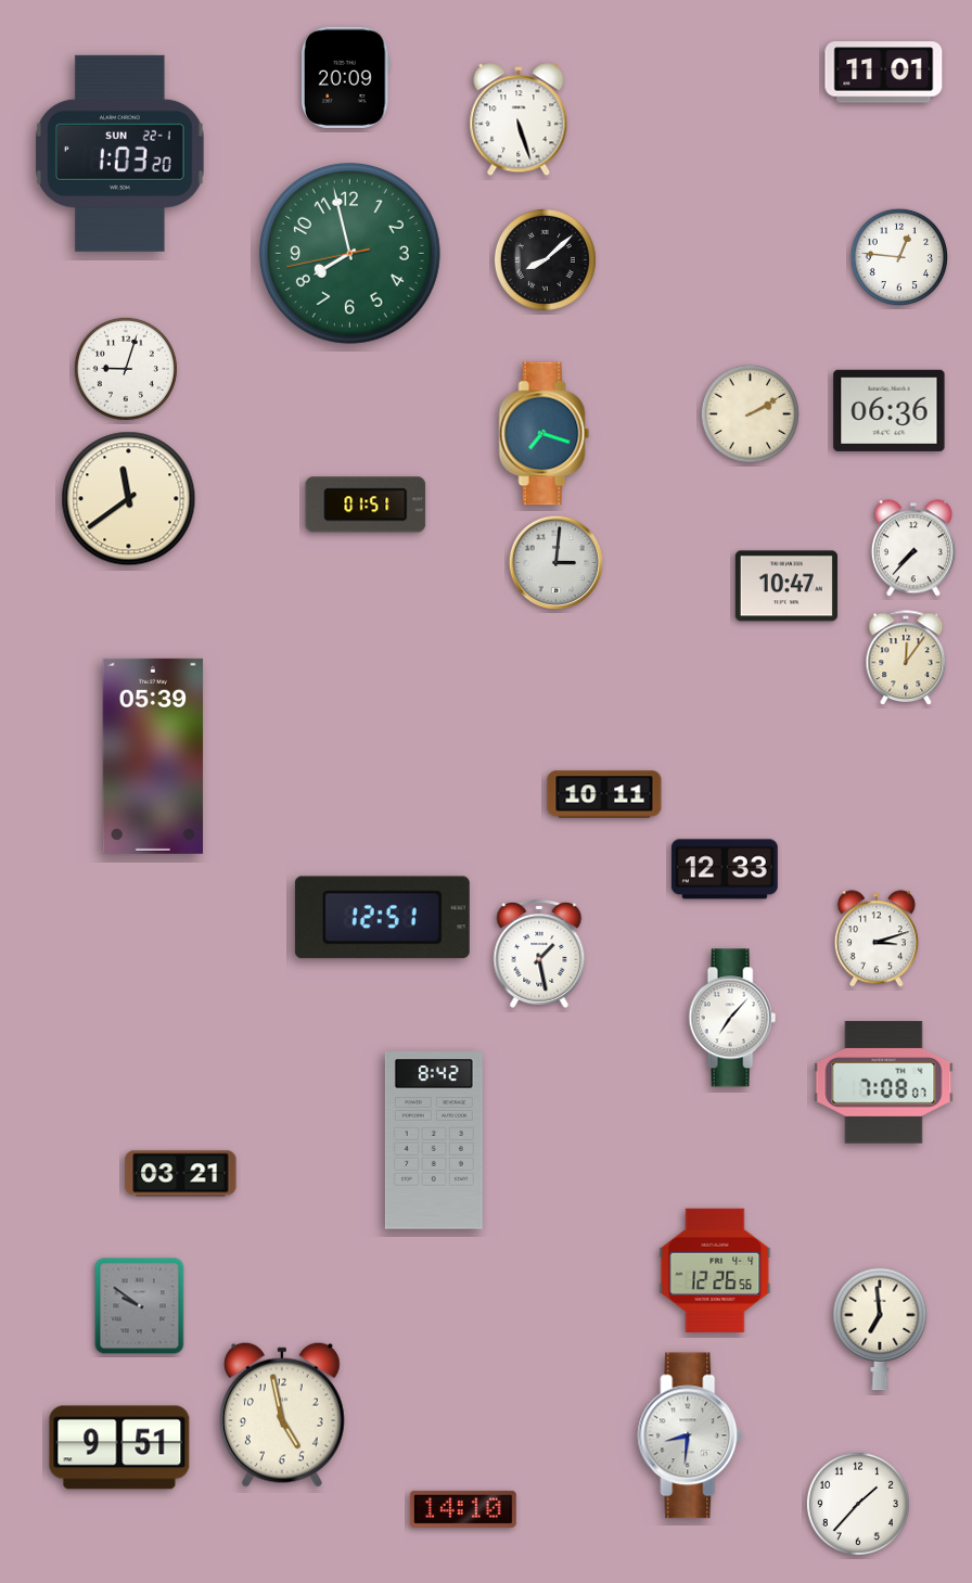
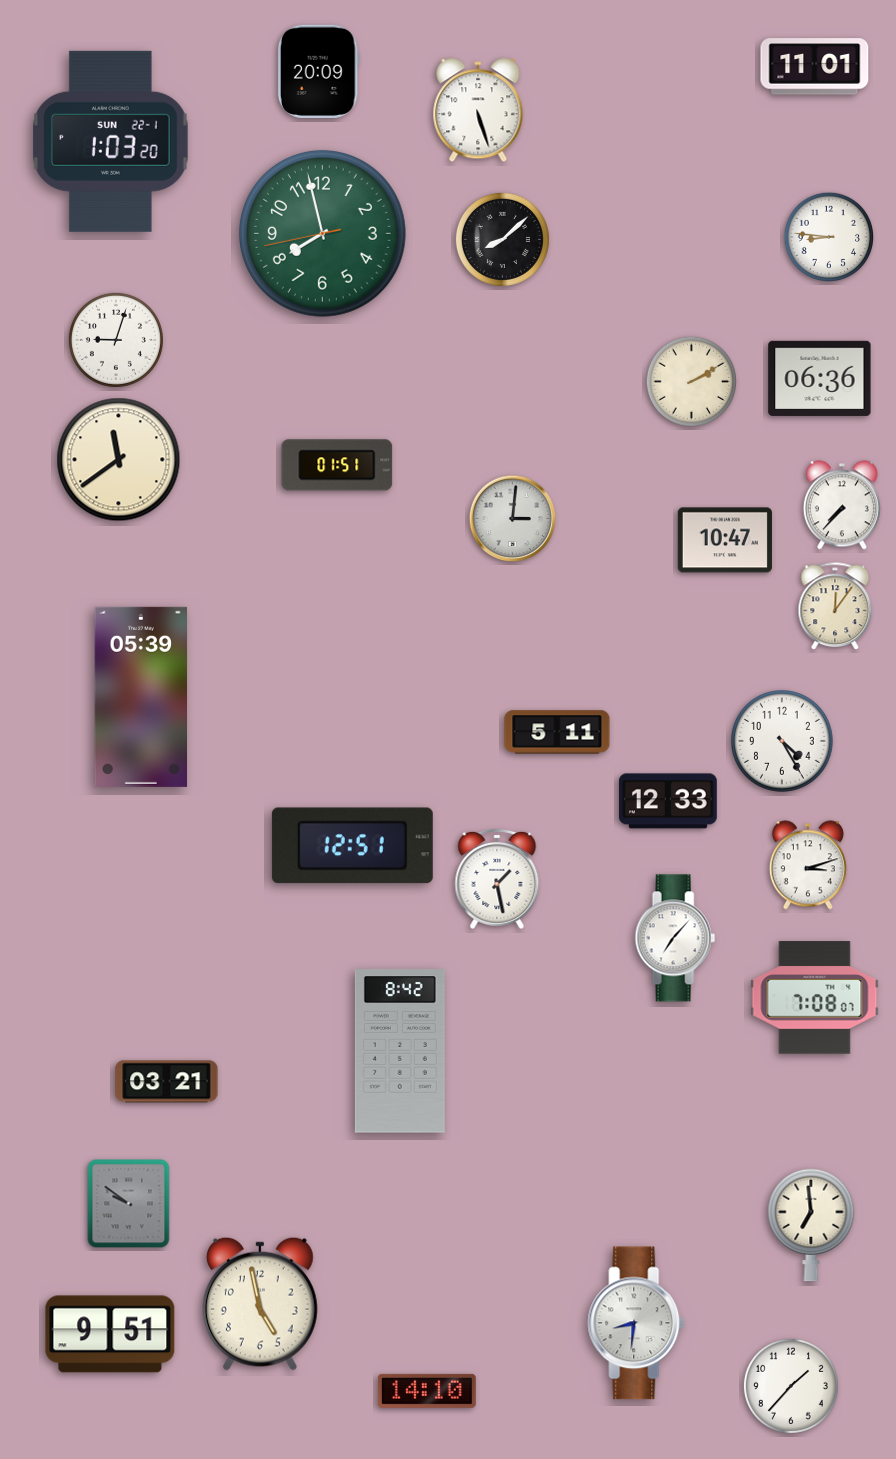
clock at (898, 256): 12:46 -> 8:46
clock at (545, 434): 7:18 -> none
clock at (604, 794): 10:11 -> 5:11
clock at (783, 742): none -> 4:25
clock at (715, 1269): 12:26 -> none
